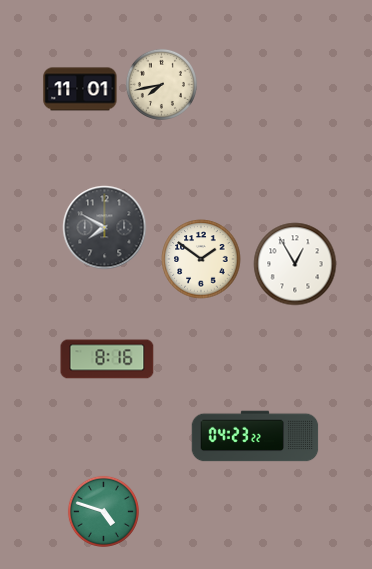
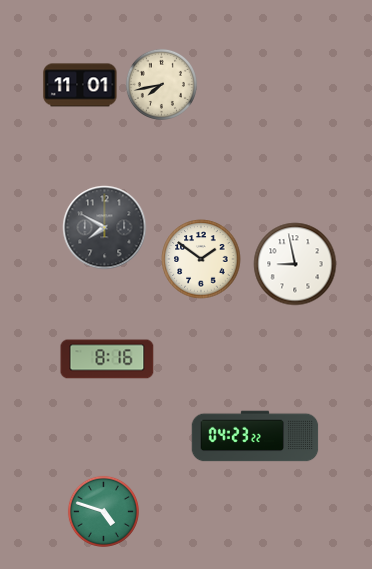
clock at (80, 89) position: (80, 89) -> (80, 85)
clock at (295, 264): 12:55 -> 8:58
